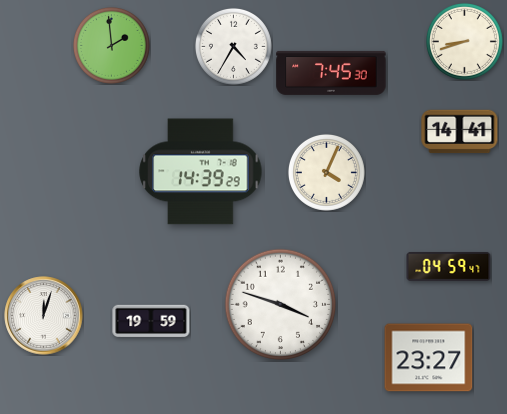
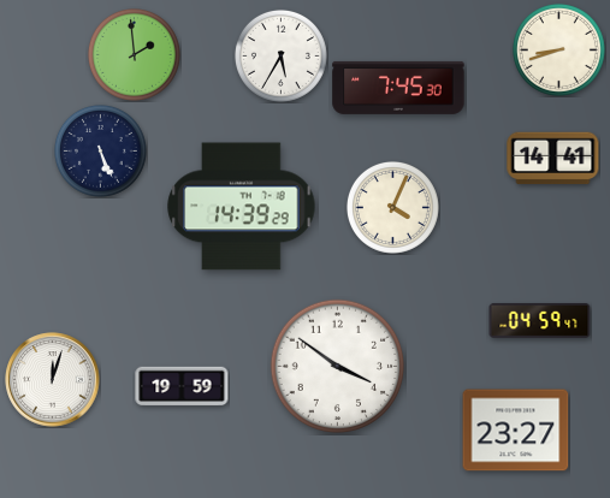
clock at (233, 46): 4:35 -> 5:35
clock at (100, 150): none -> 5:26
clock at (281, 305): 3:48 -> 3:51
